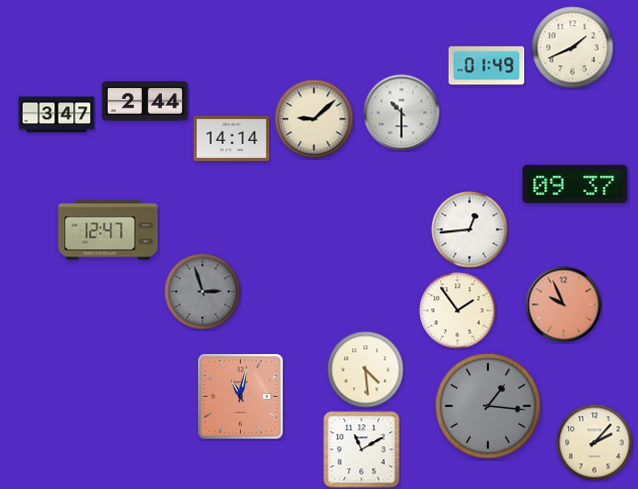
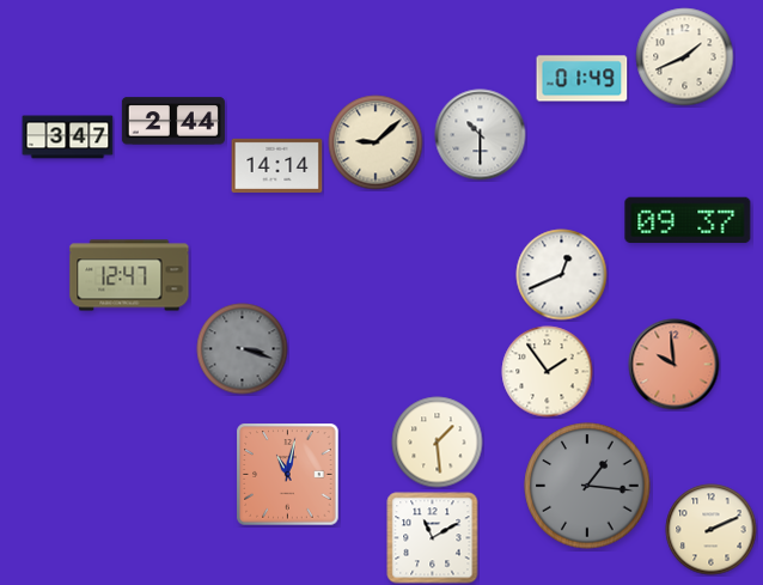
clock at (470, 230): 12:44 -> 12:41
clock at (203, 292): 2:57 -> 3:18
clock at (564, 305): 9:56 -> 9:59
clock at (366, 370): 4:29 -> 1:29
clock at (488, 406) position: (488, 406) -> (587, 486)
clock at (595, 443): 2:07 -> 2:11
